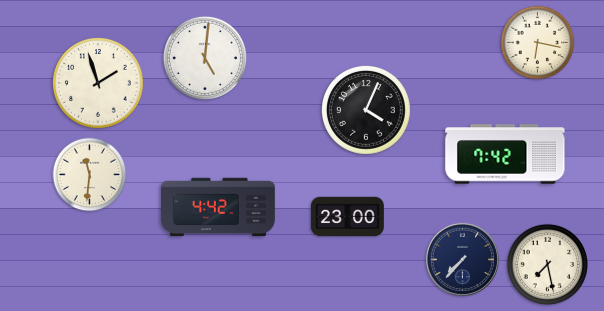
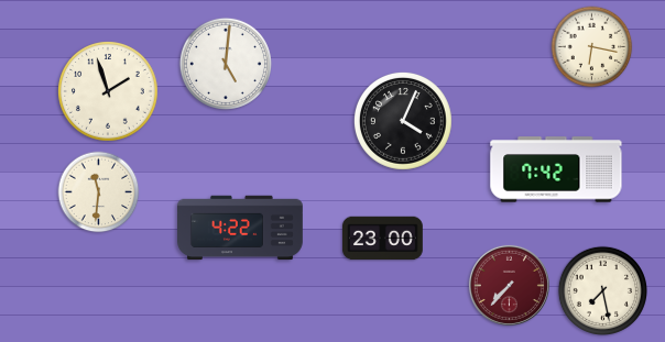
clock at (219, 207): 4:42 -> 4:22
clock at (462, 259) dial: navy -> burgundy
